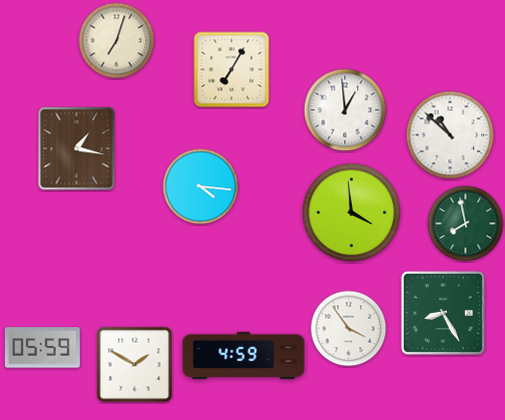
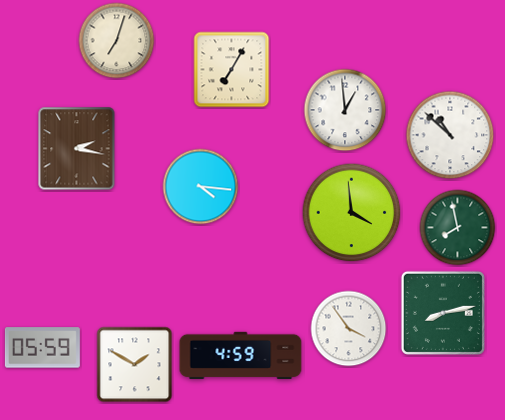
clock at (77, 149): 1:17 -> 2:17
clock at (466, 224) position: (466, 224) -> (458, 228)
clock at (443, 313): 8:25 -> 8:13
clock at (244, 356) position: (244, 356) -> (241, 356)
